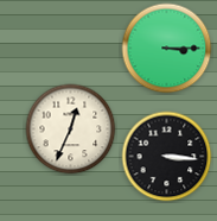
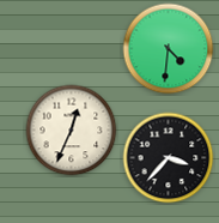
clock at (167, 49): 3:15 -> 4:31
clock at (167, 157): 3:16 -> 3:37
